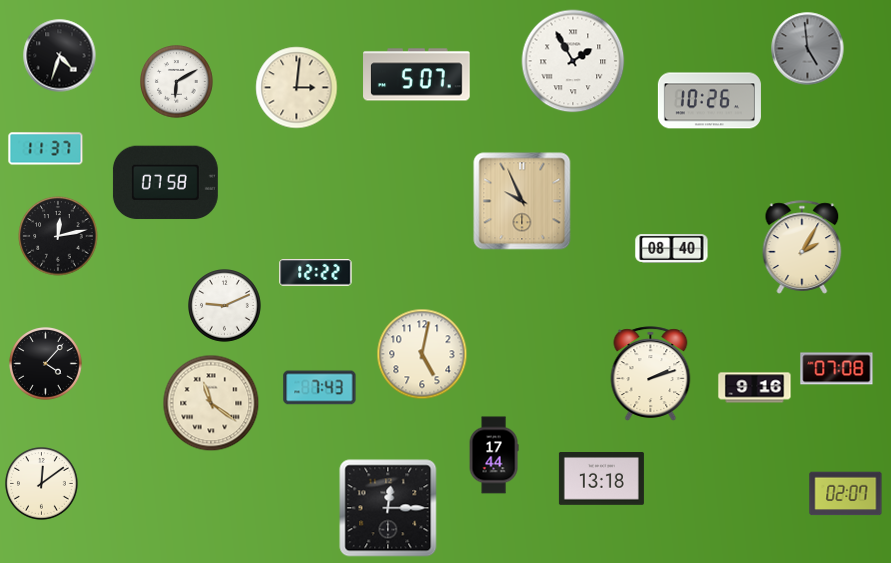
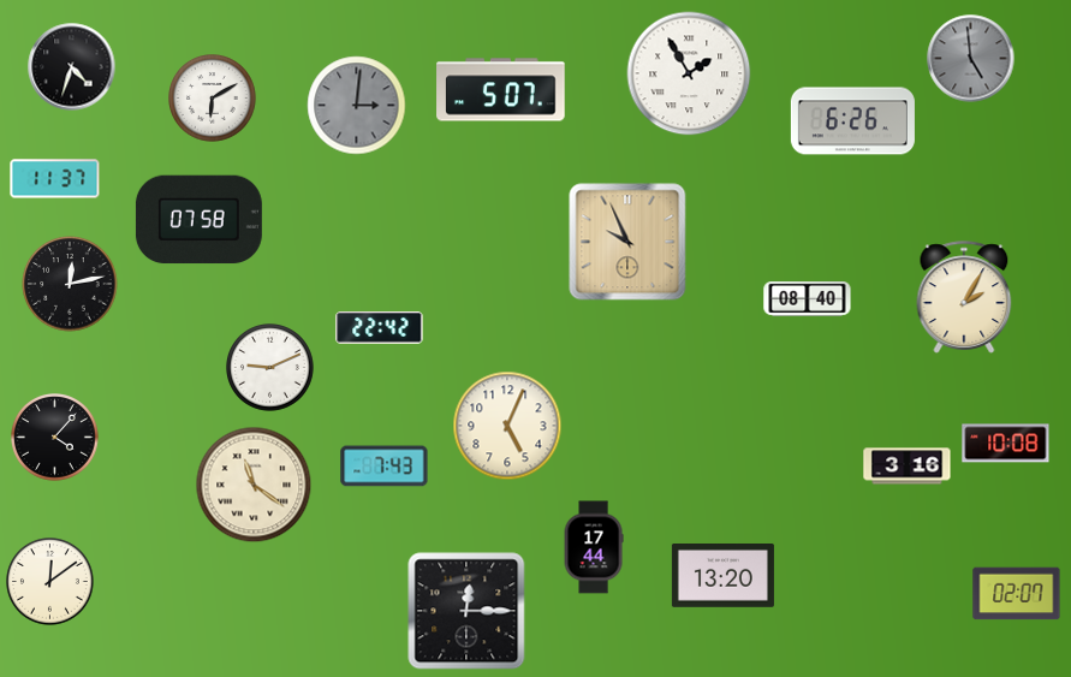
clock at (297, 88) dial: cream -> grey
clock at (709, 101): 10:26 -> 6:26
clock at (316, 273): 12:22 -> 22:42
clock at (422, 354): 5:02 -> 5:04
clock at (837, 369): 07:08 -> 10:08
clock at (651, 374): 2:12 -> none
clock at (755, 388): 9:16 -> 3:16
clock at (601, 479): 13:18 -> 13:20
